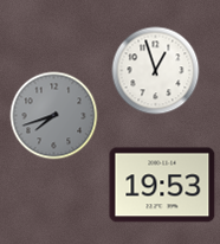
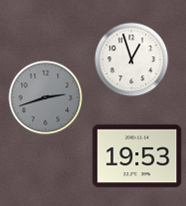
clock at (54, 116): 7:42 -> 2:42
